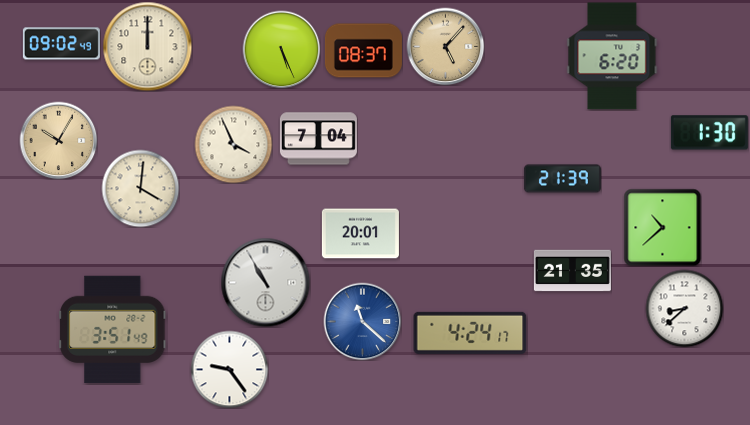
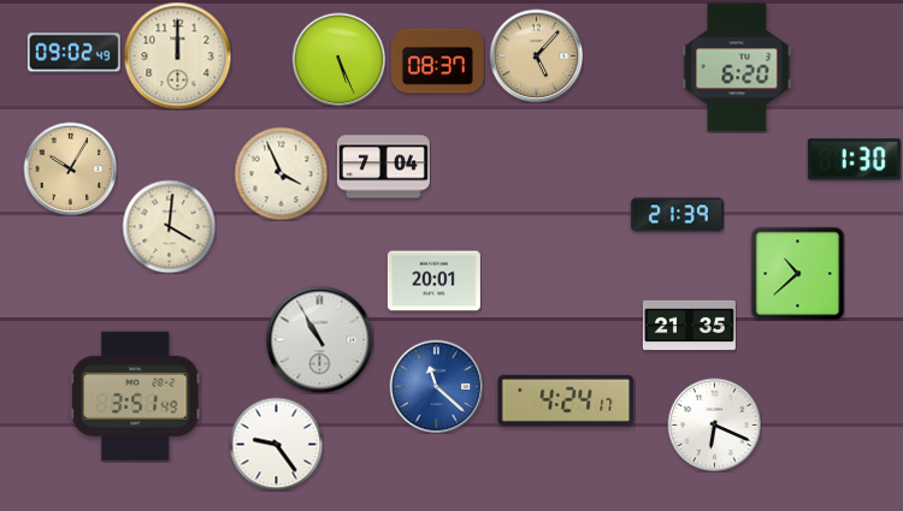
clock at (684, 308): 8:38 -> none
clock at (714, 424): none -> 6:19
